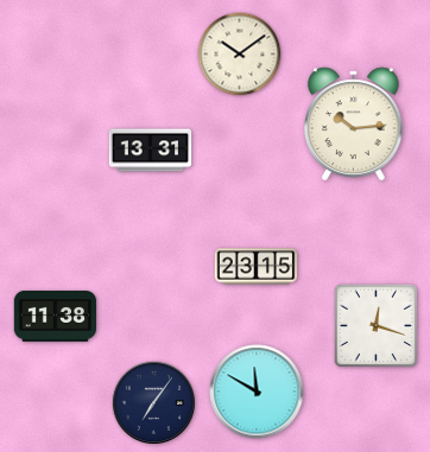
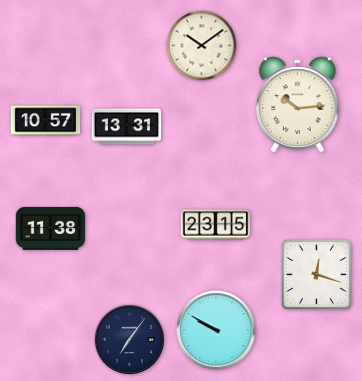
clock at (46, 121): none -> 10:57
clock at (56, 316) position: (56, 316) -> (51, 228)
clock at (257, 391): 11:50 -> 9:50
